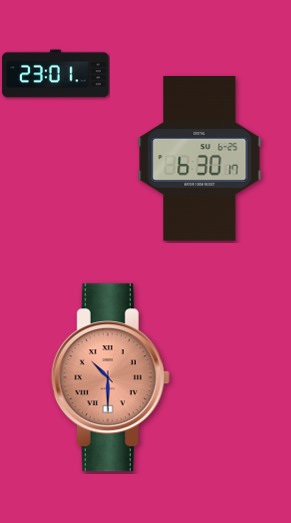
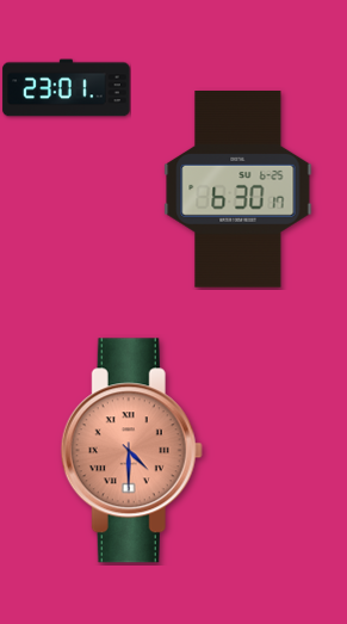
clock at (110, 378): 10:30 -> 4:30
